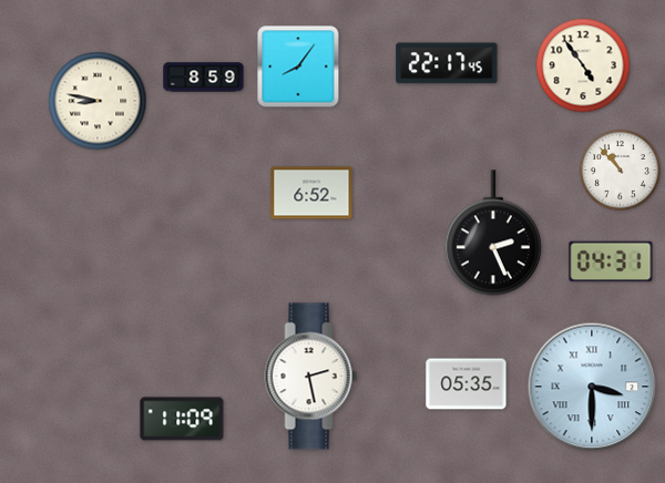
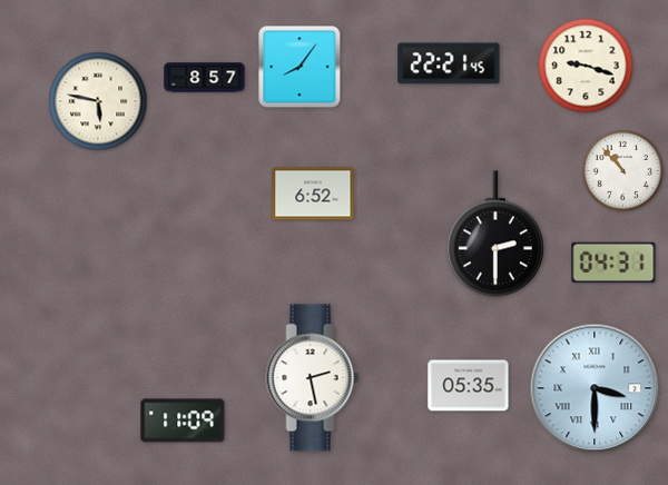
clock at (447, 63): 22:17 -> 22:21
clock at (583, 65): 4:54 -> 9:18
clock at (204, 78): 8:59 -> 8:57
clock at (98, 101): 8:47 -> 5:47
clock at (493, 233): 2:26 -> 2:30
